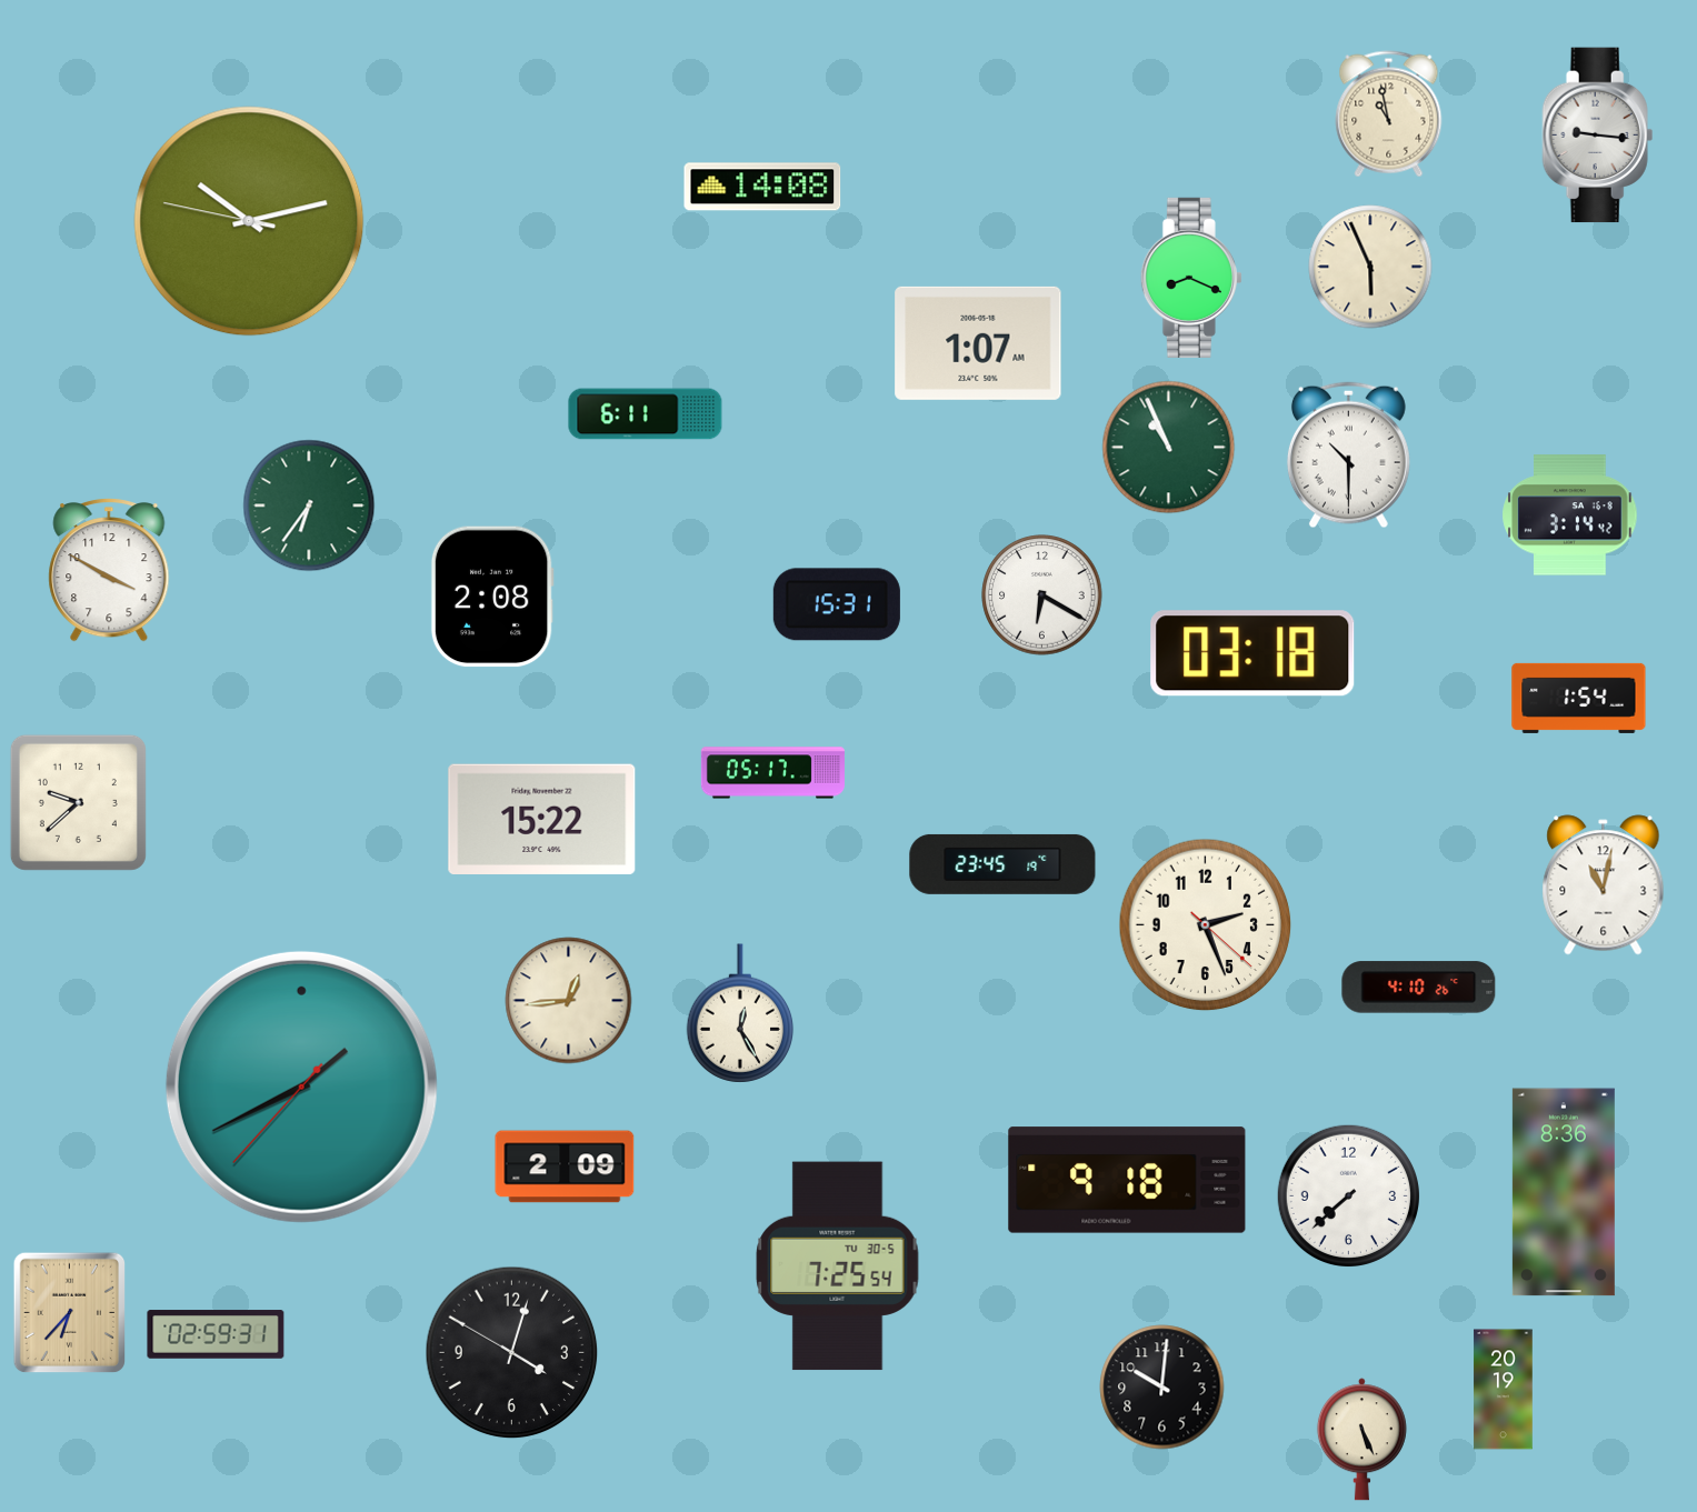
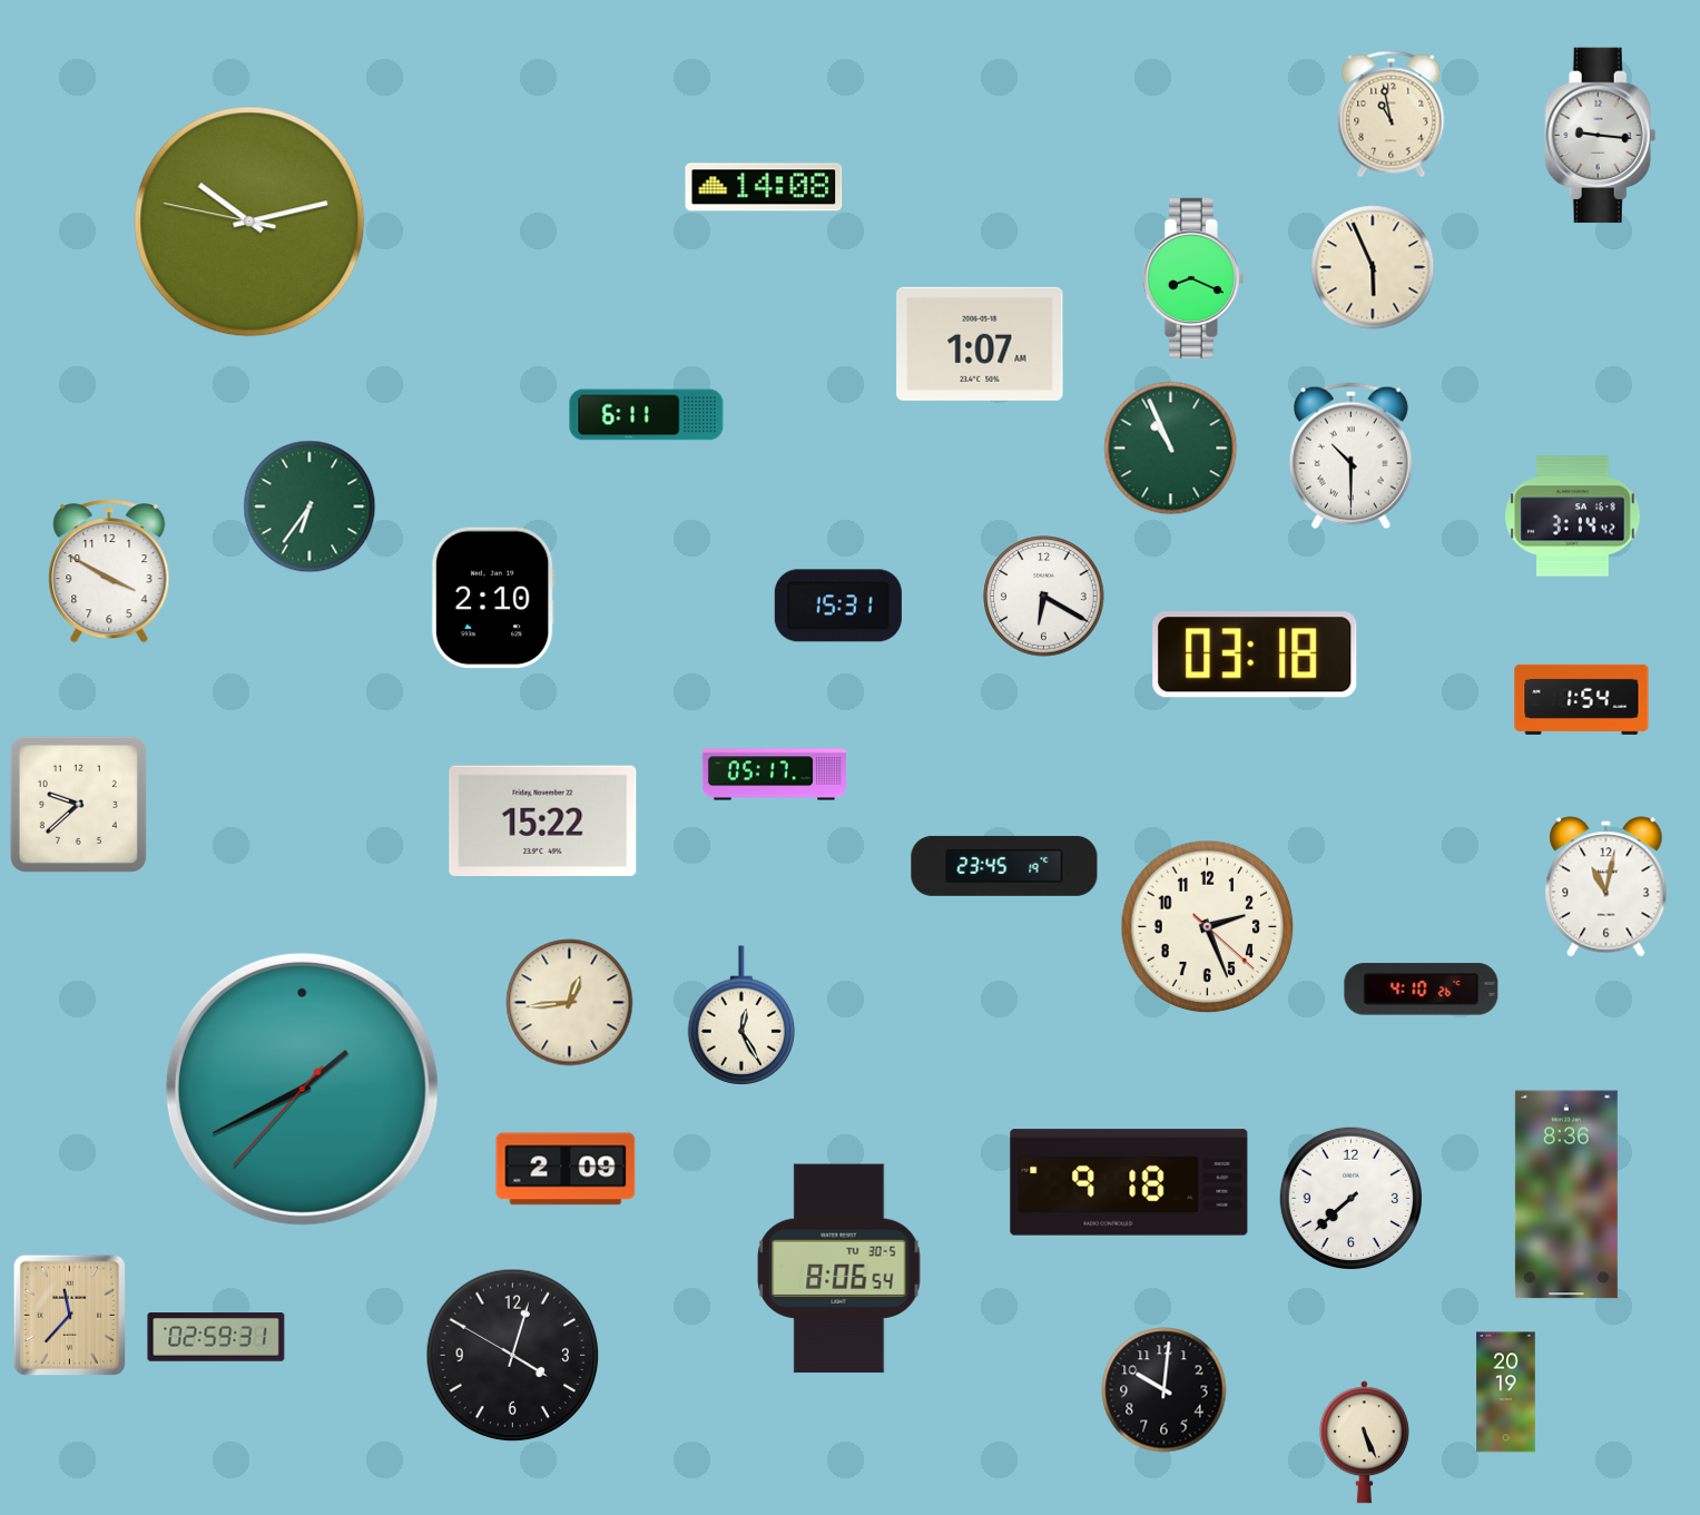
clock at (492, 597): 2:08 -> 2:10
clock at (838, 1266): 7:25 -> 8:06
clock at (69, 1313): 6:37 -> 11:37
